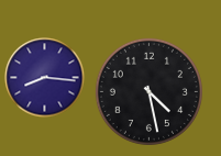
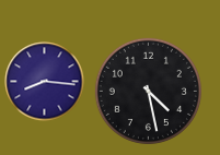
clock at (45, 78) position: (45, 78) -> (45, 82)
